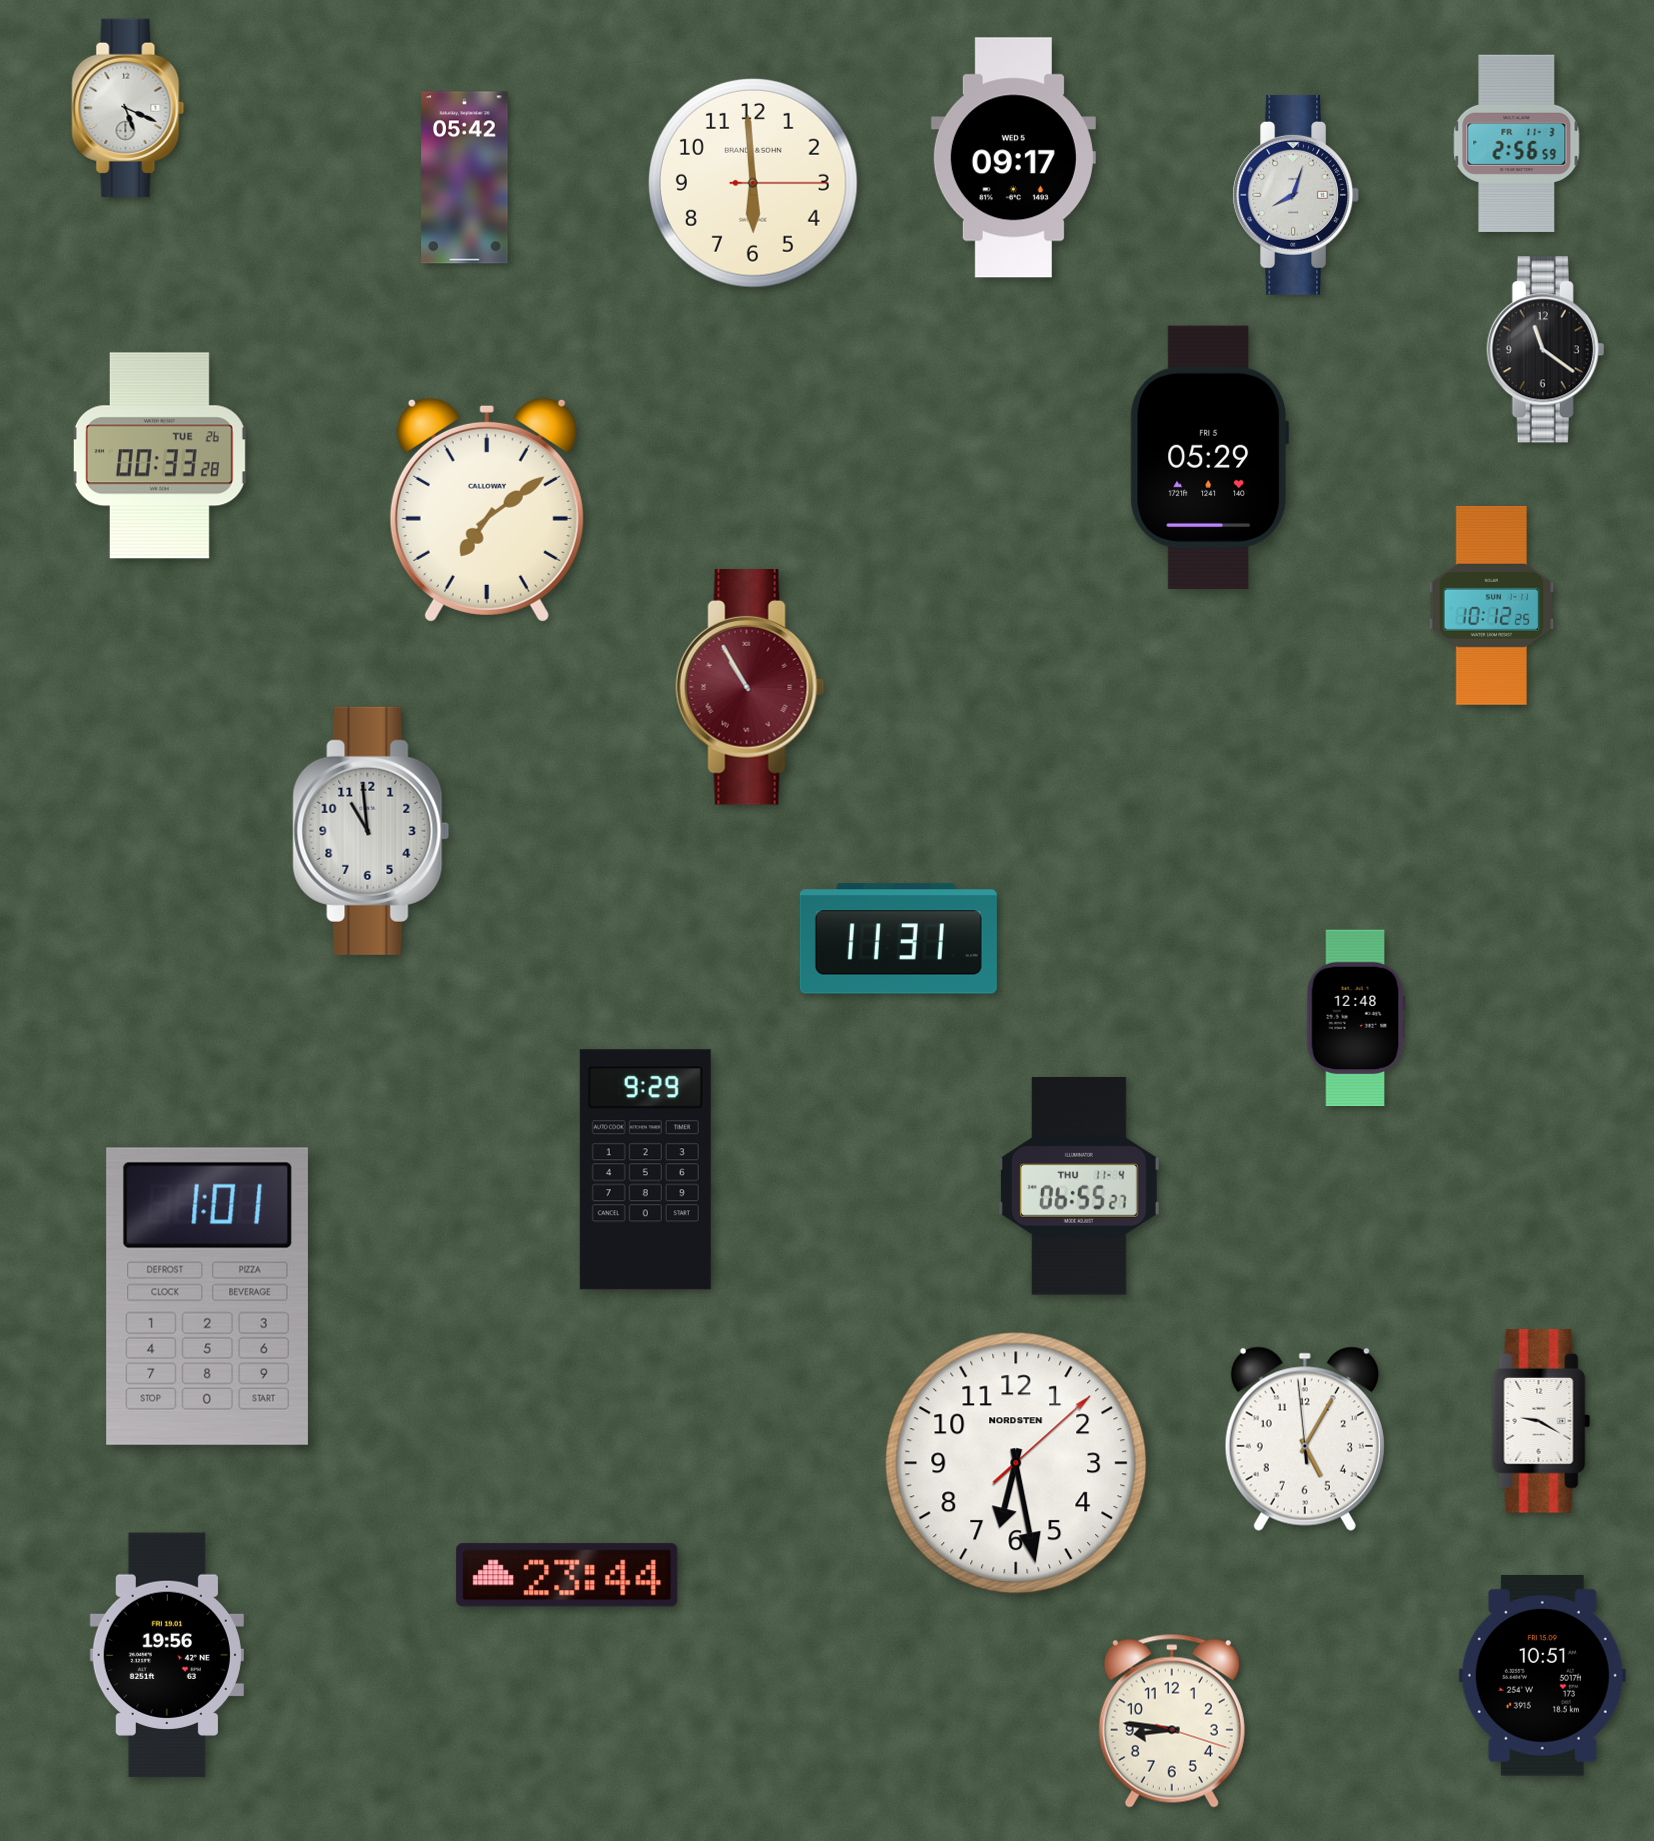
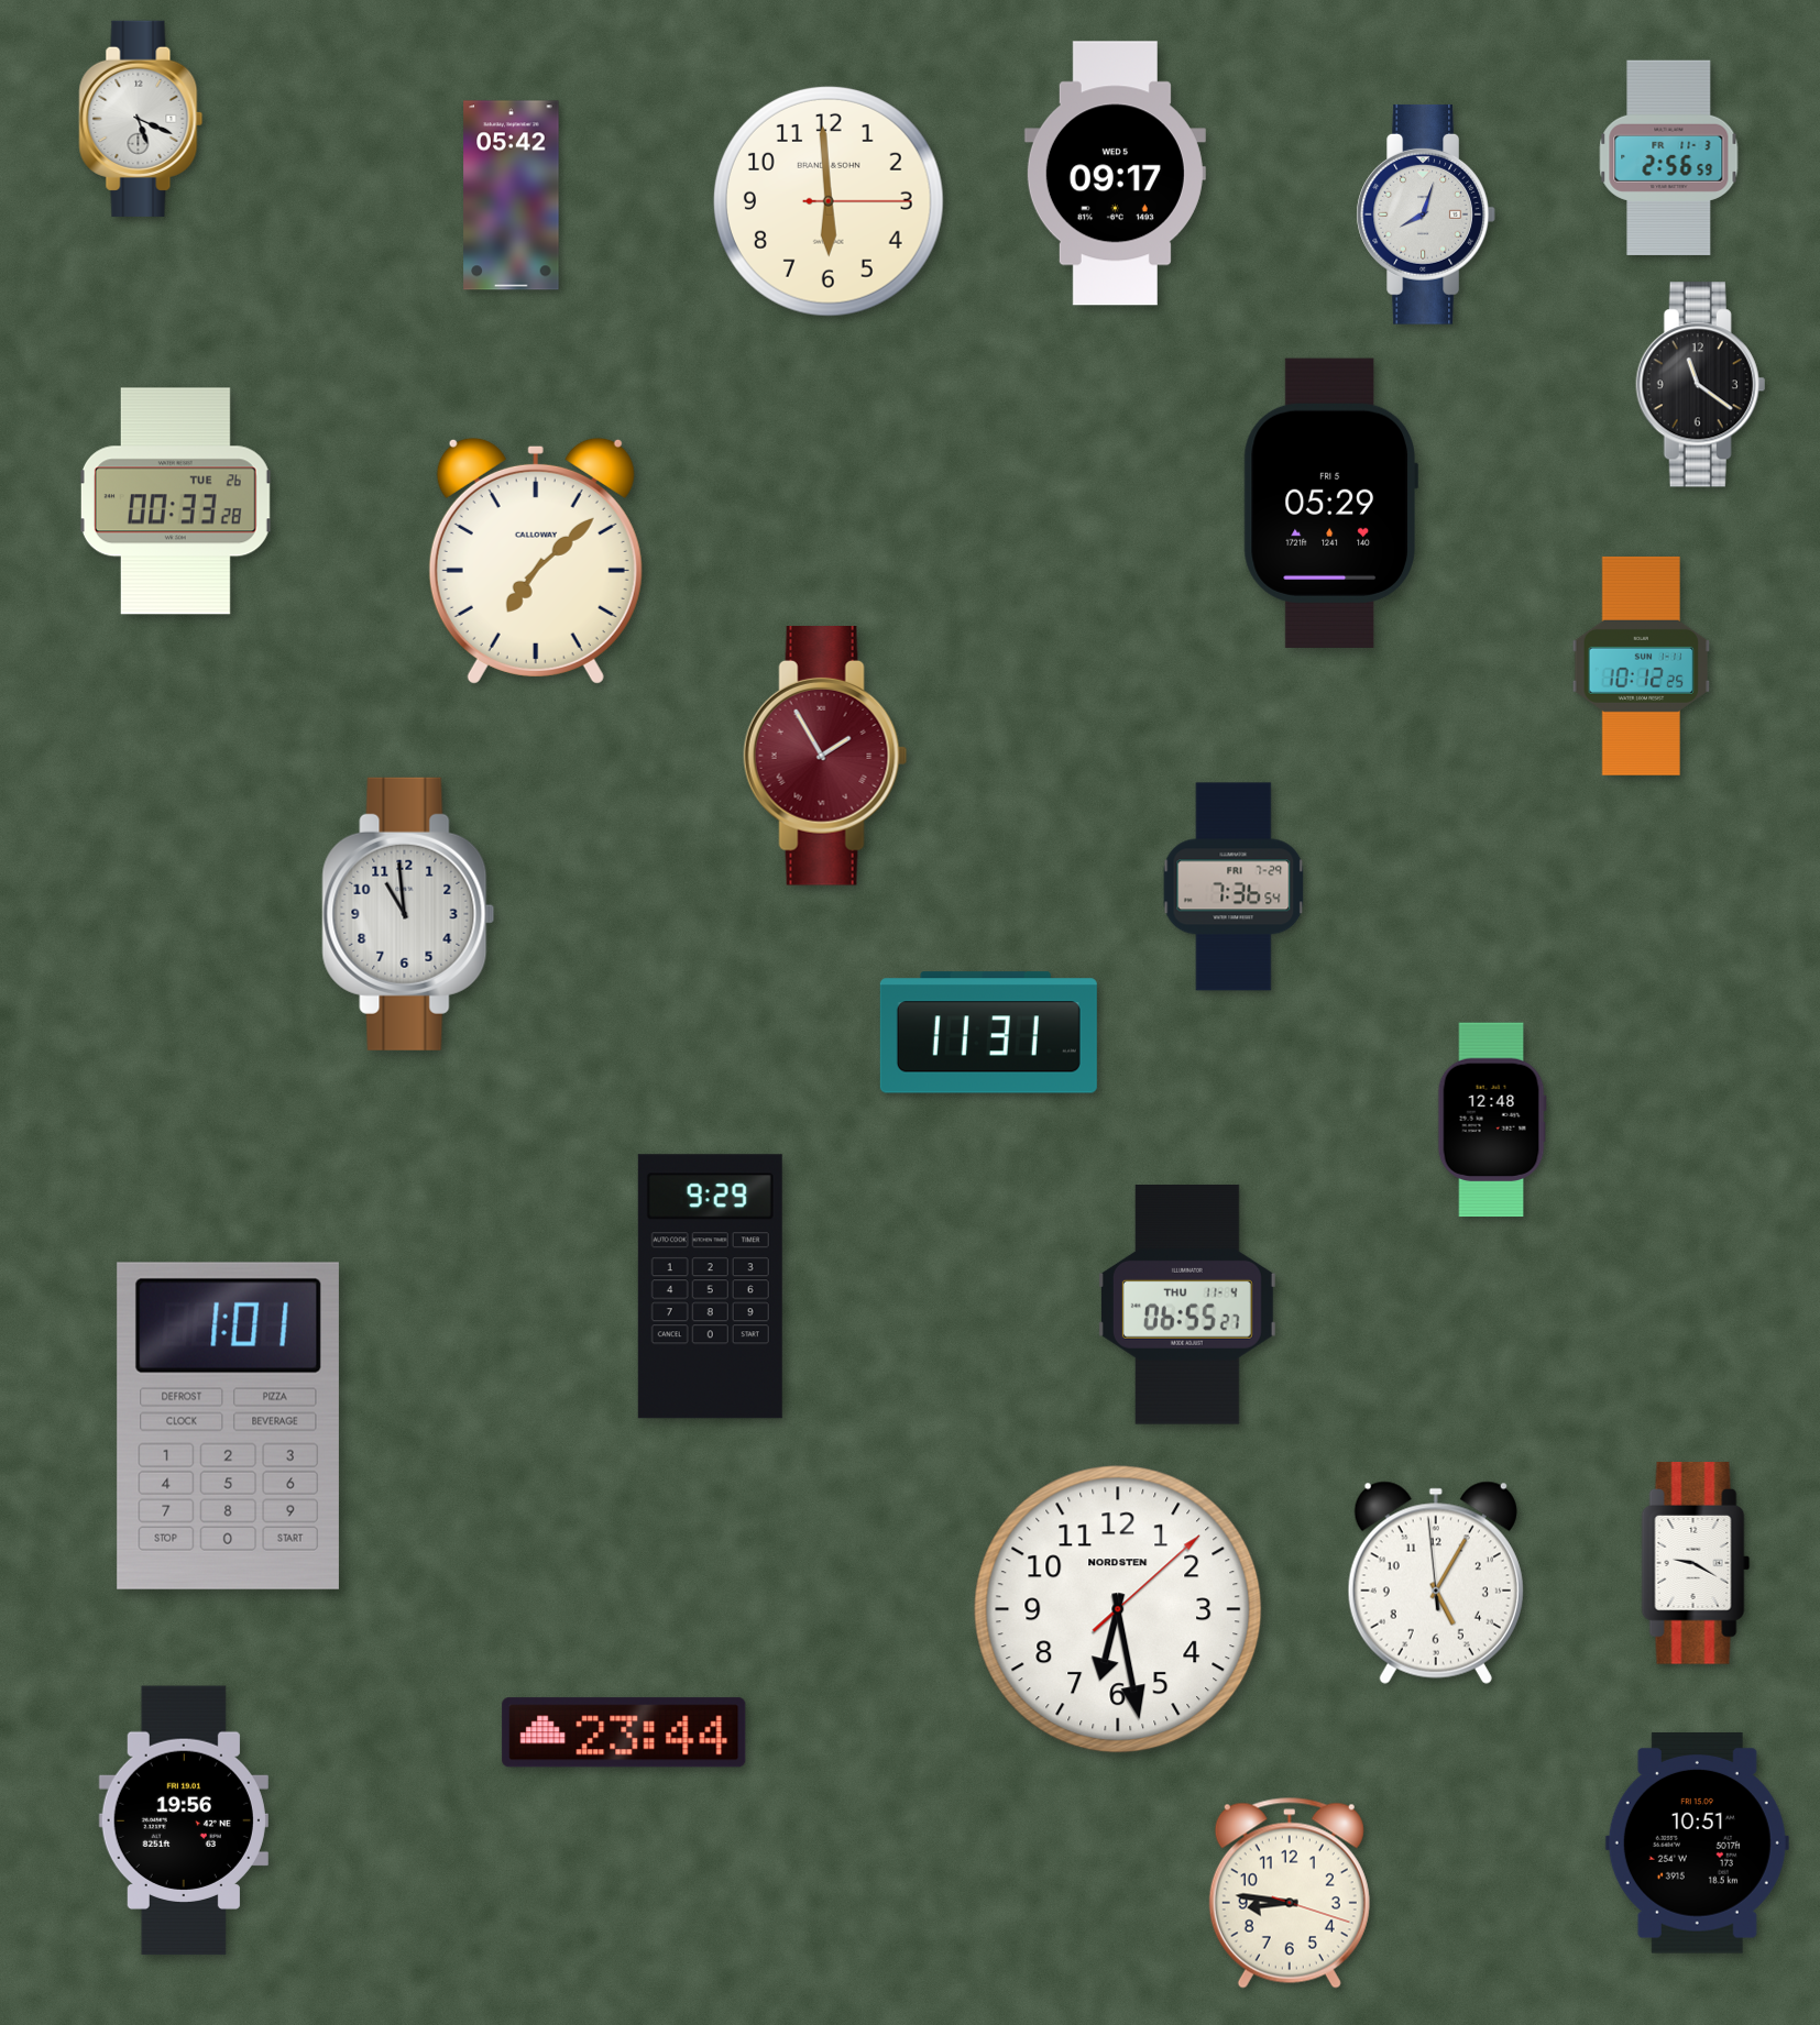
clock at (487, 510): 7:09 -> 7:08
clock at (750, 688): 10:55 -> 1:55
clock at (1234, 887): none -> 7:36
